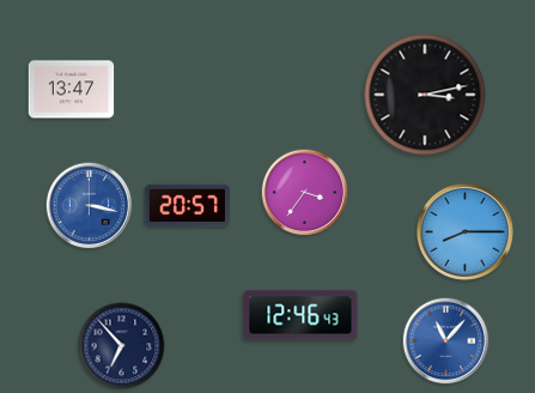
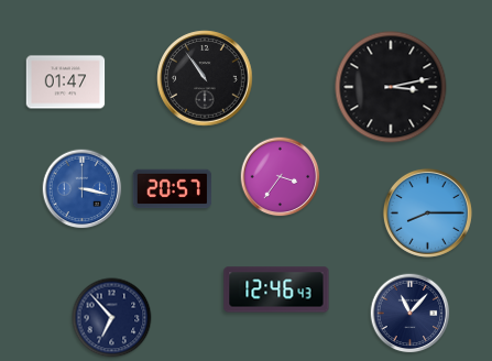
clock at (205, 78): none -> 10:54
clock at (72, 90): 13:47 -> 01:47
clock at (446, 341) dial: blue -> navy
